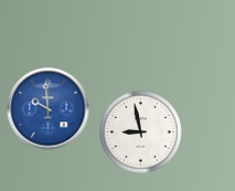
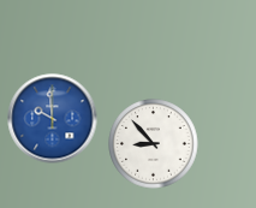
clock at (141, 132): 8:58 -> 8:53
